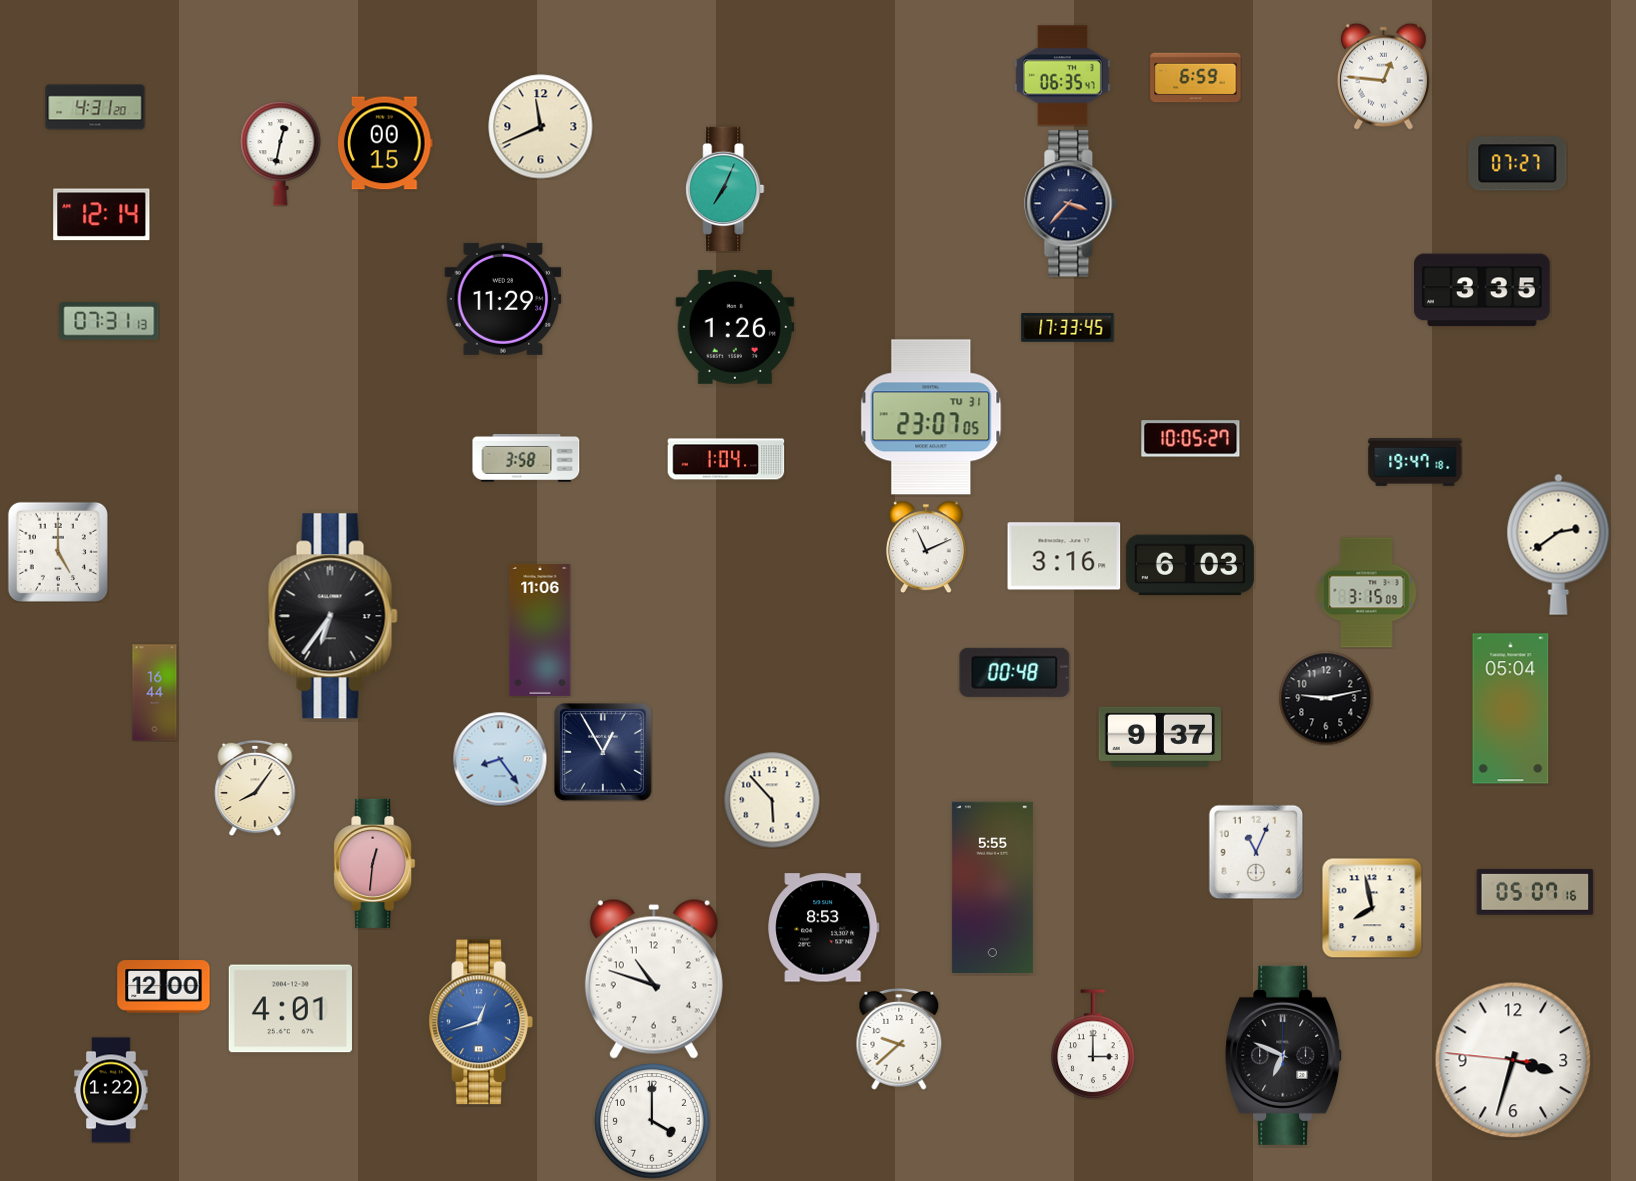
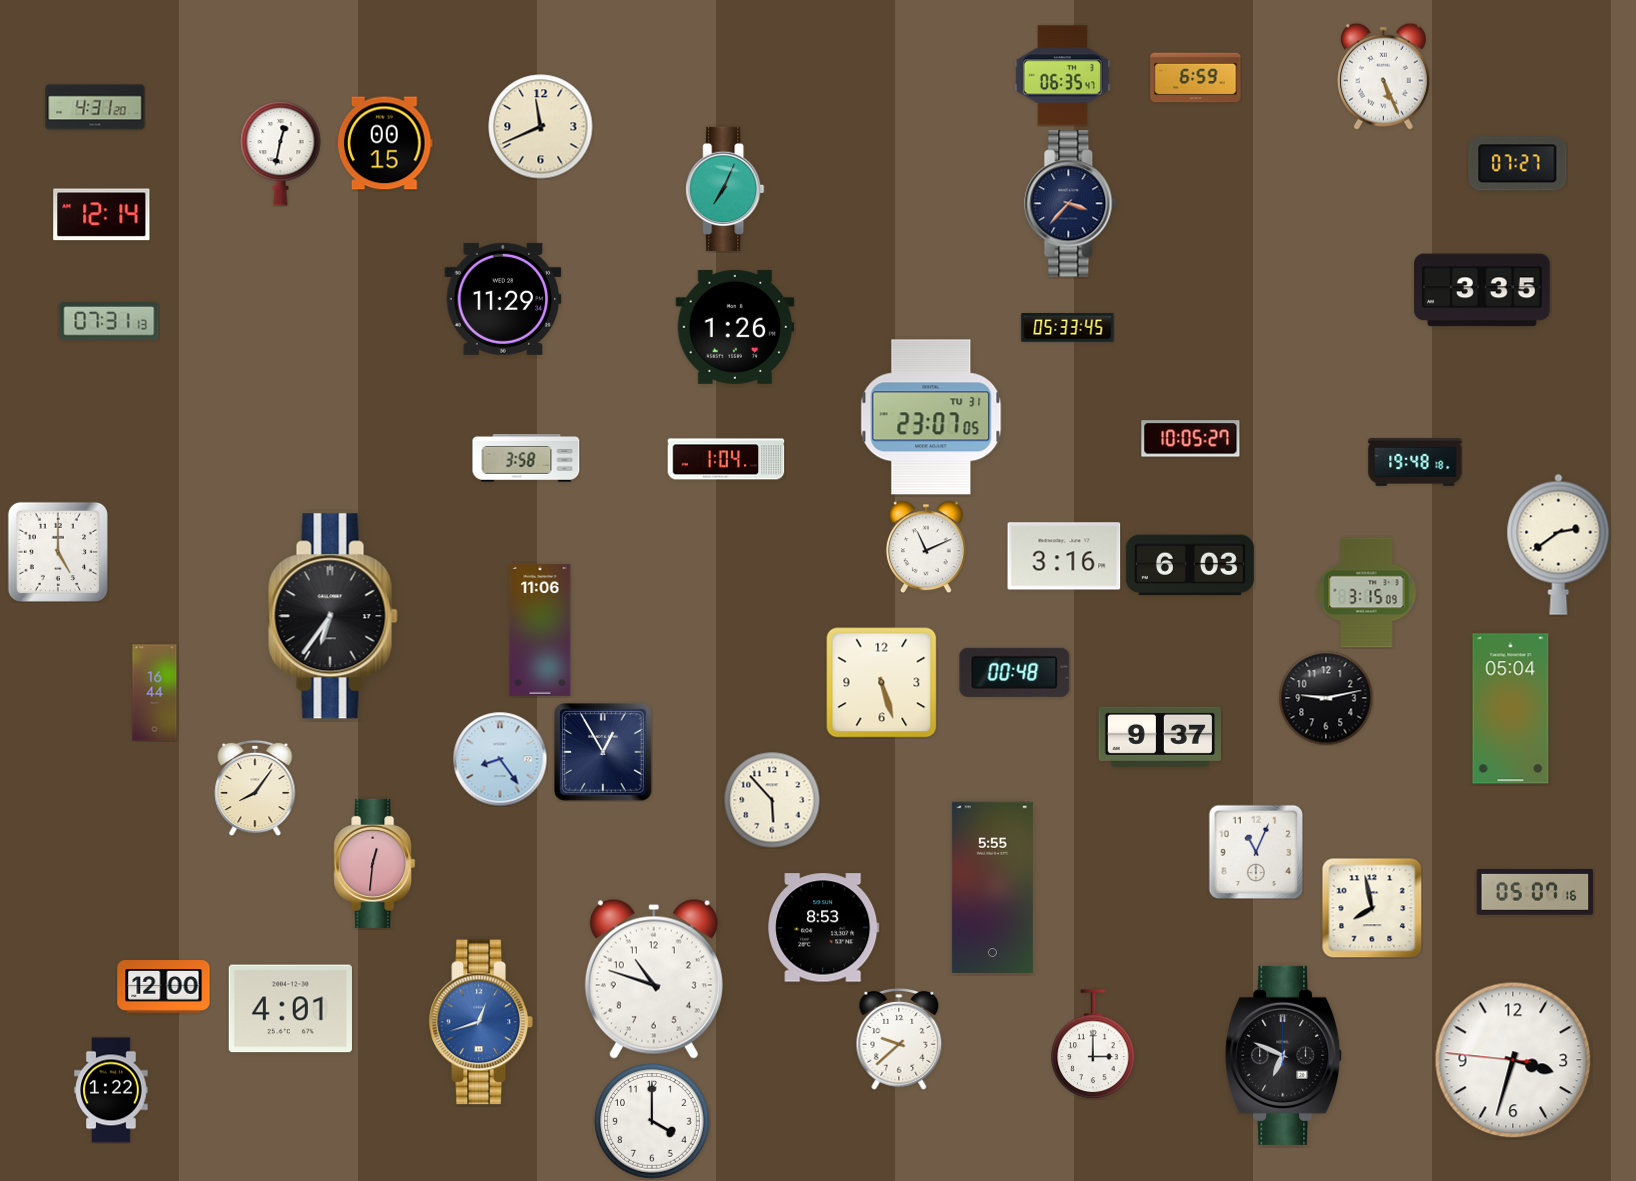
clock at (1383, 76): 12:46 -> 5:26
clock at (1068, 328): 17:33 -> 05:33
clock at (1415, 462): 19:47 -> 19:48
clock at (881, 682): none -> 5:27
